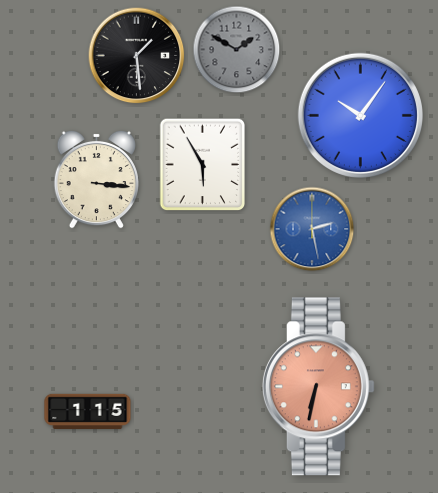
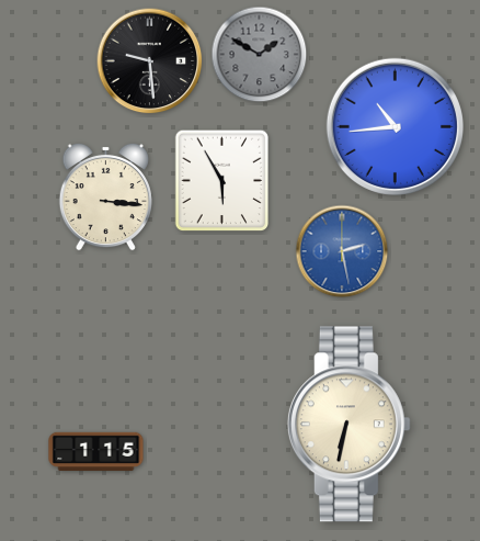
clock at (137, 56): 1:29 -> 9:29
clock at (360, 115): 10:06 -> 10:44
clock at (318, 387) dial: salmon -> cream
